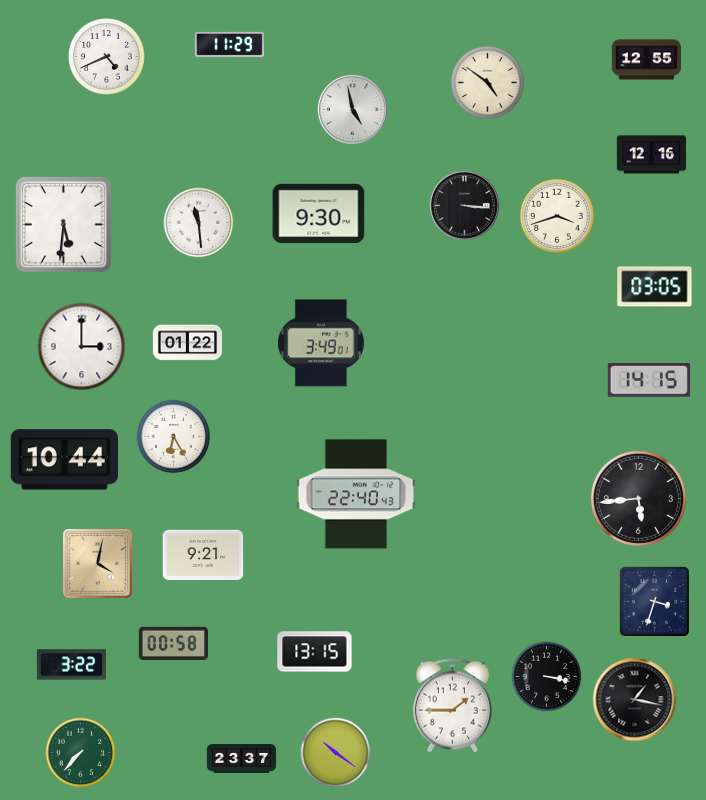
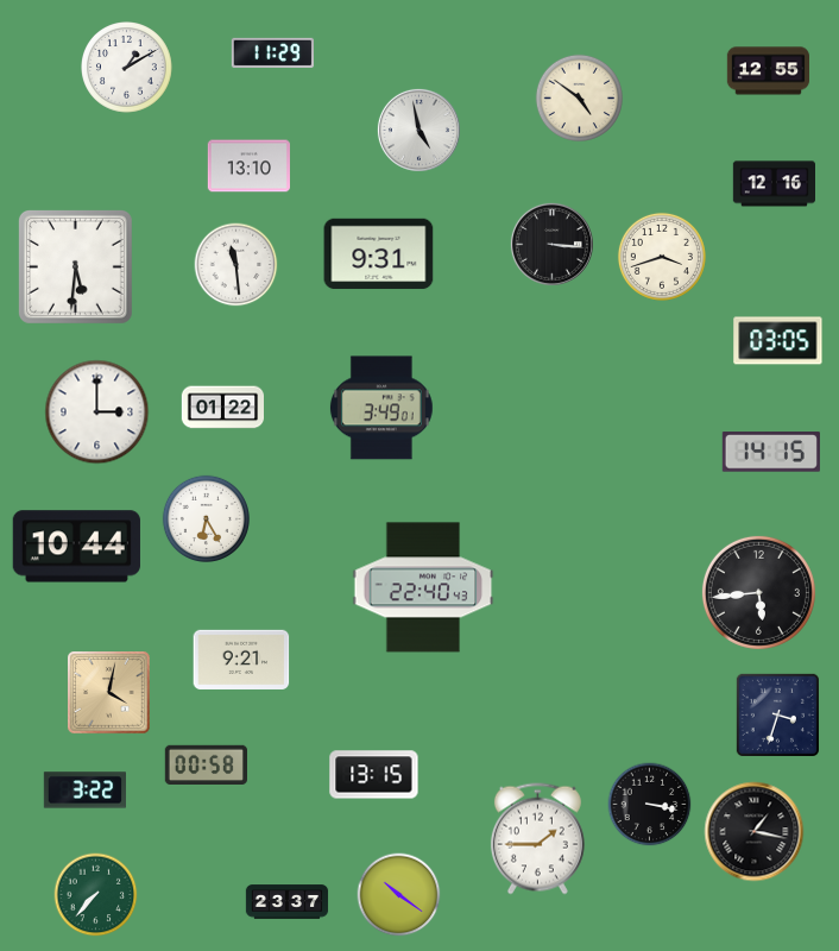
clock at (107, 57): 4:41 -> 1:10
clock at (248, 166): none -> 13:10
clock at (319, 214): 9:30 -> 9:31
clock at (98, 564) position: (98, 564) -> (109, 693)
